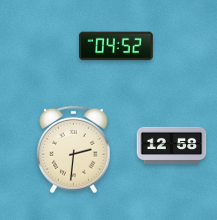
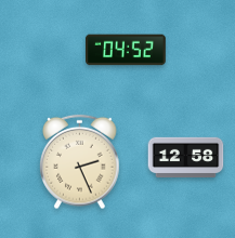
clock at (74, 150): 2:31 -> 2:26
